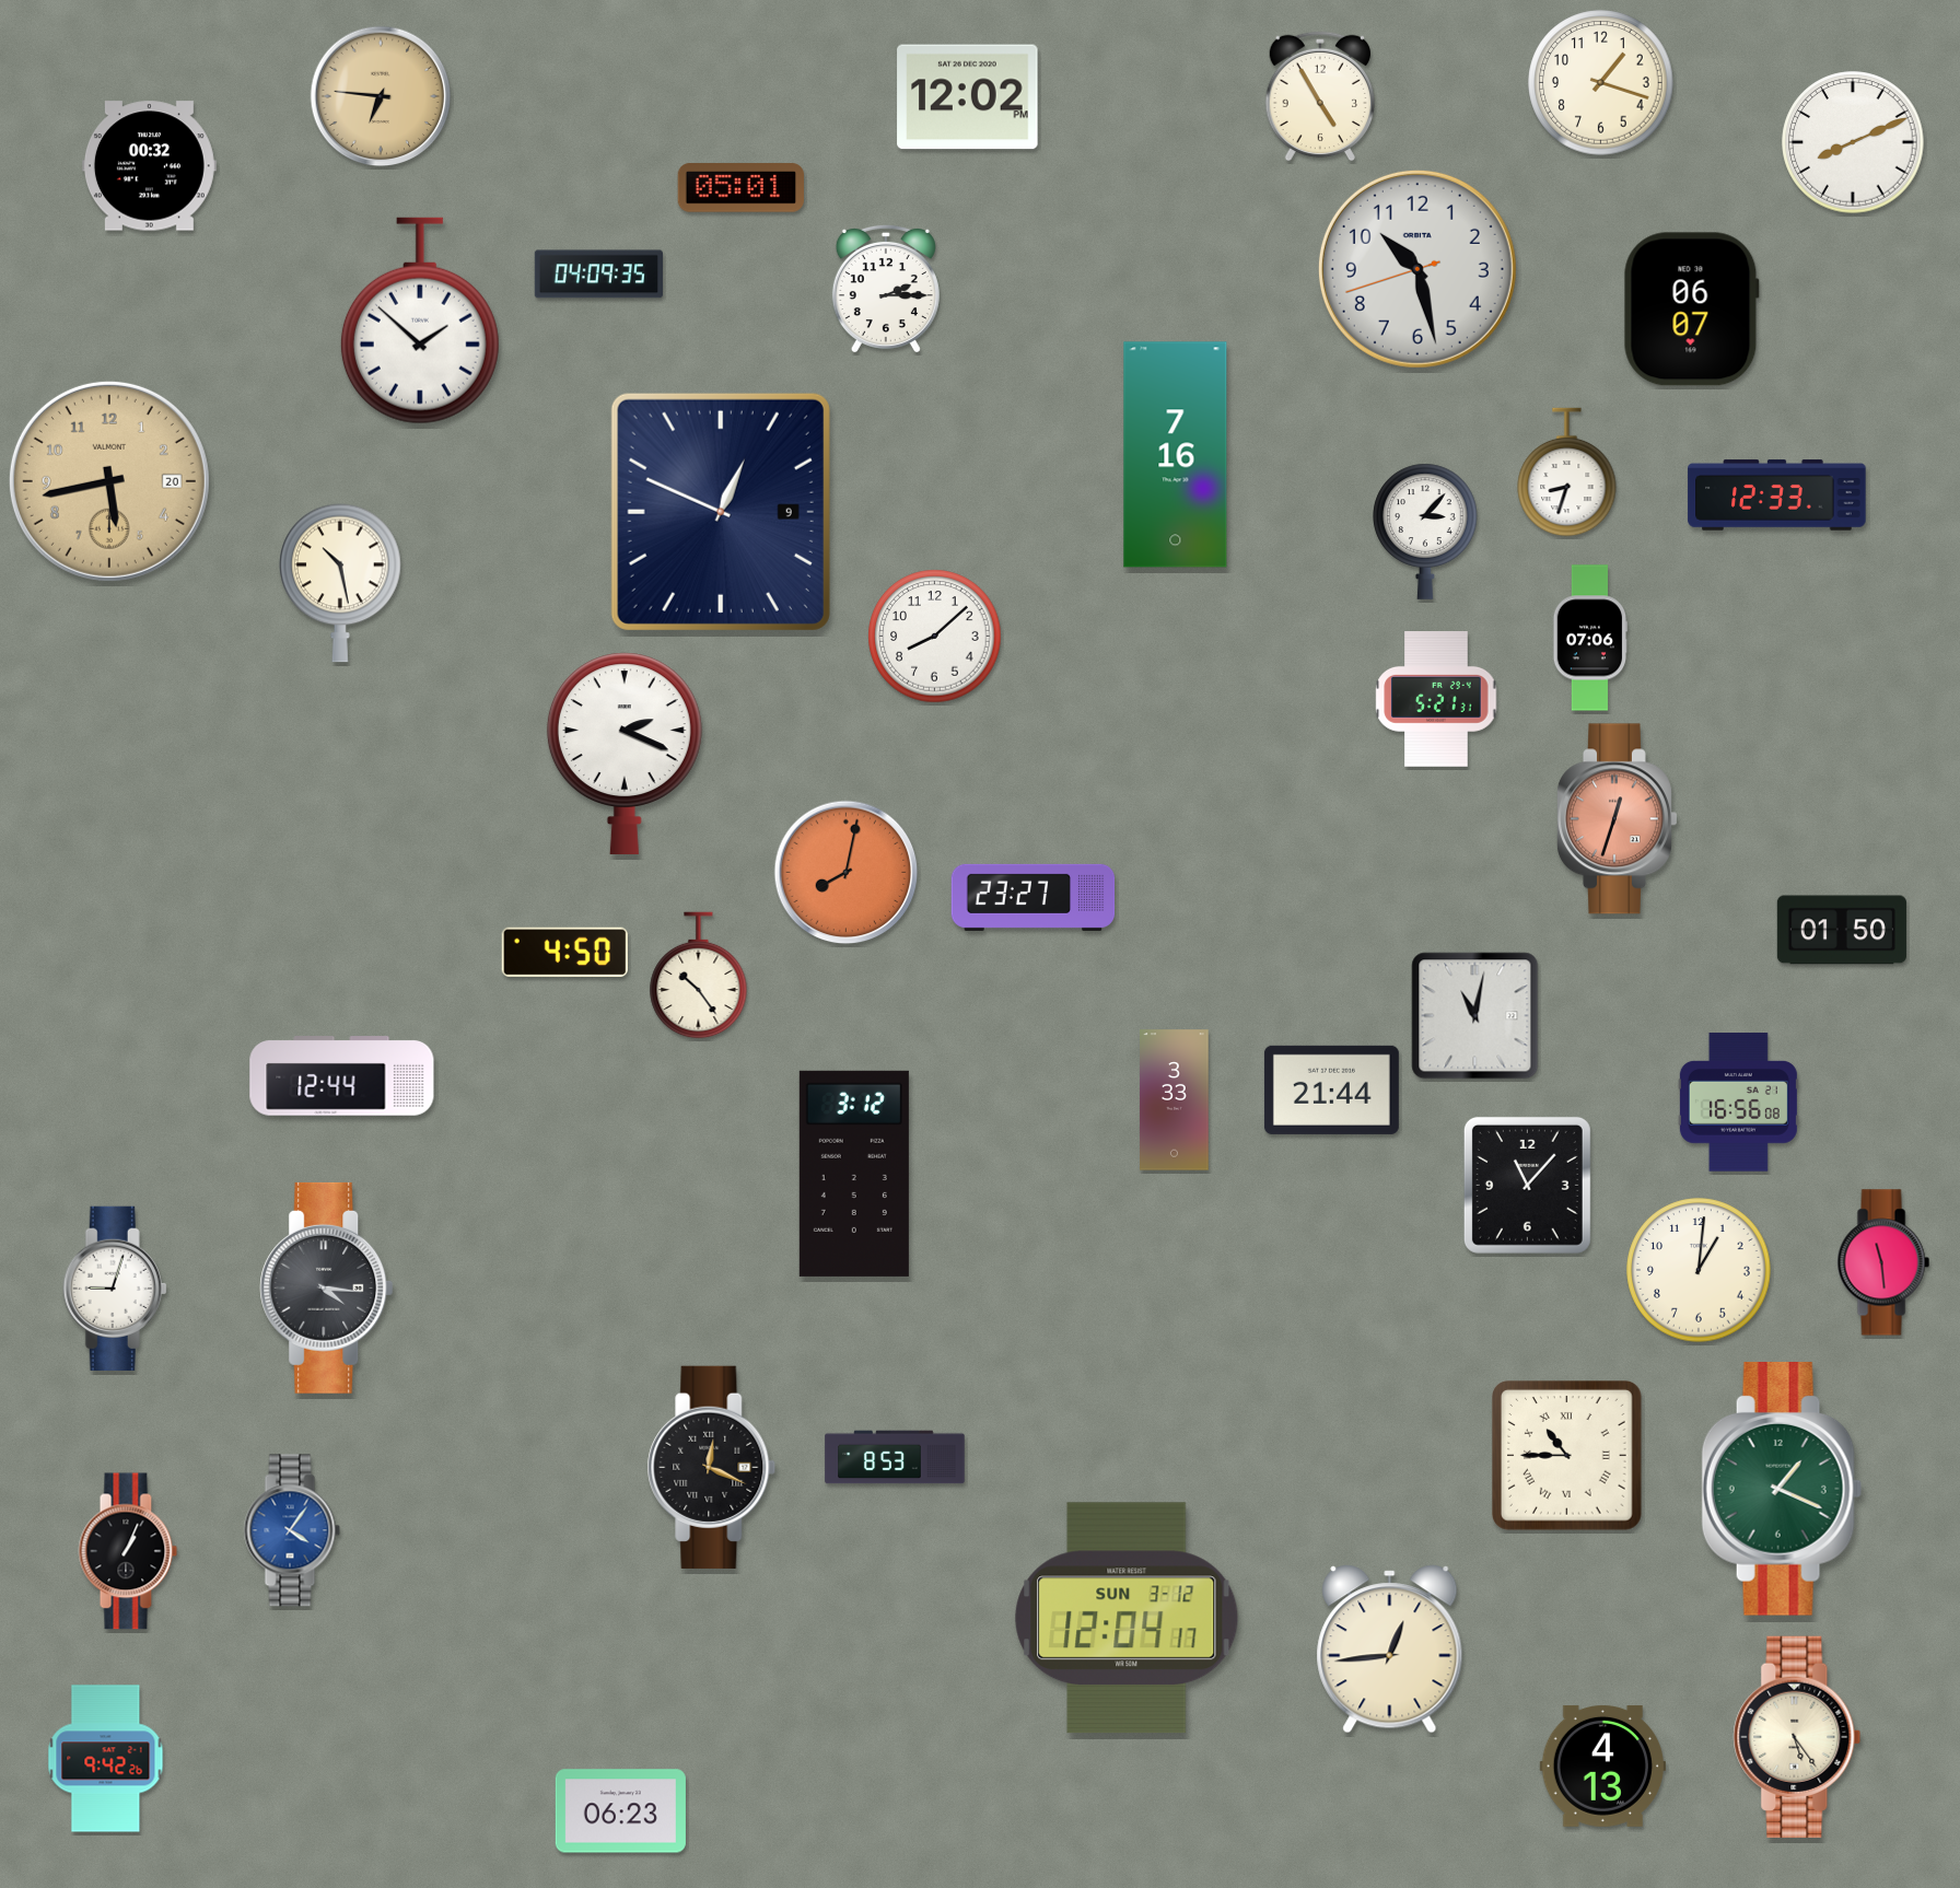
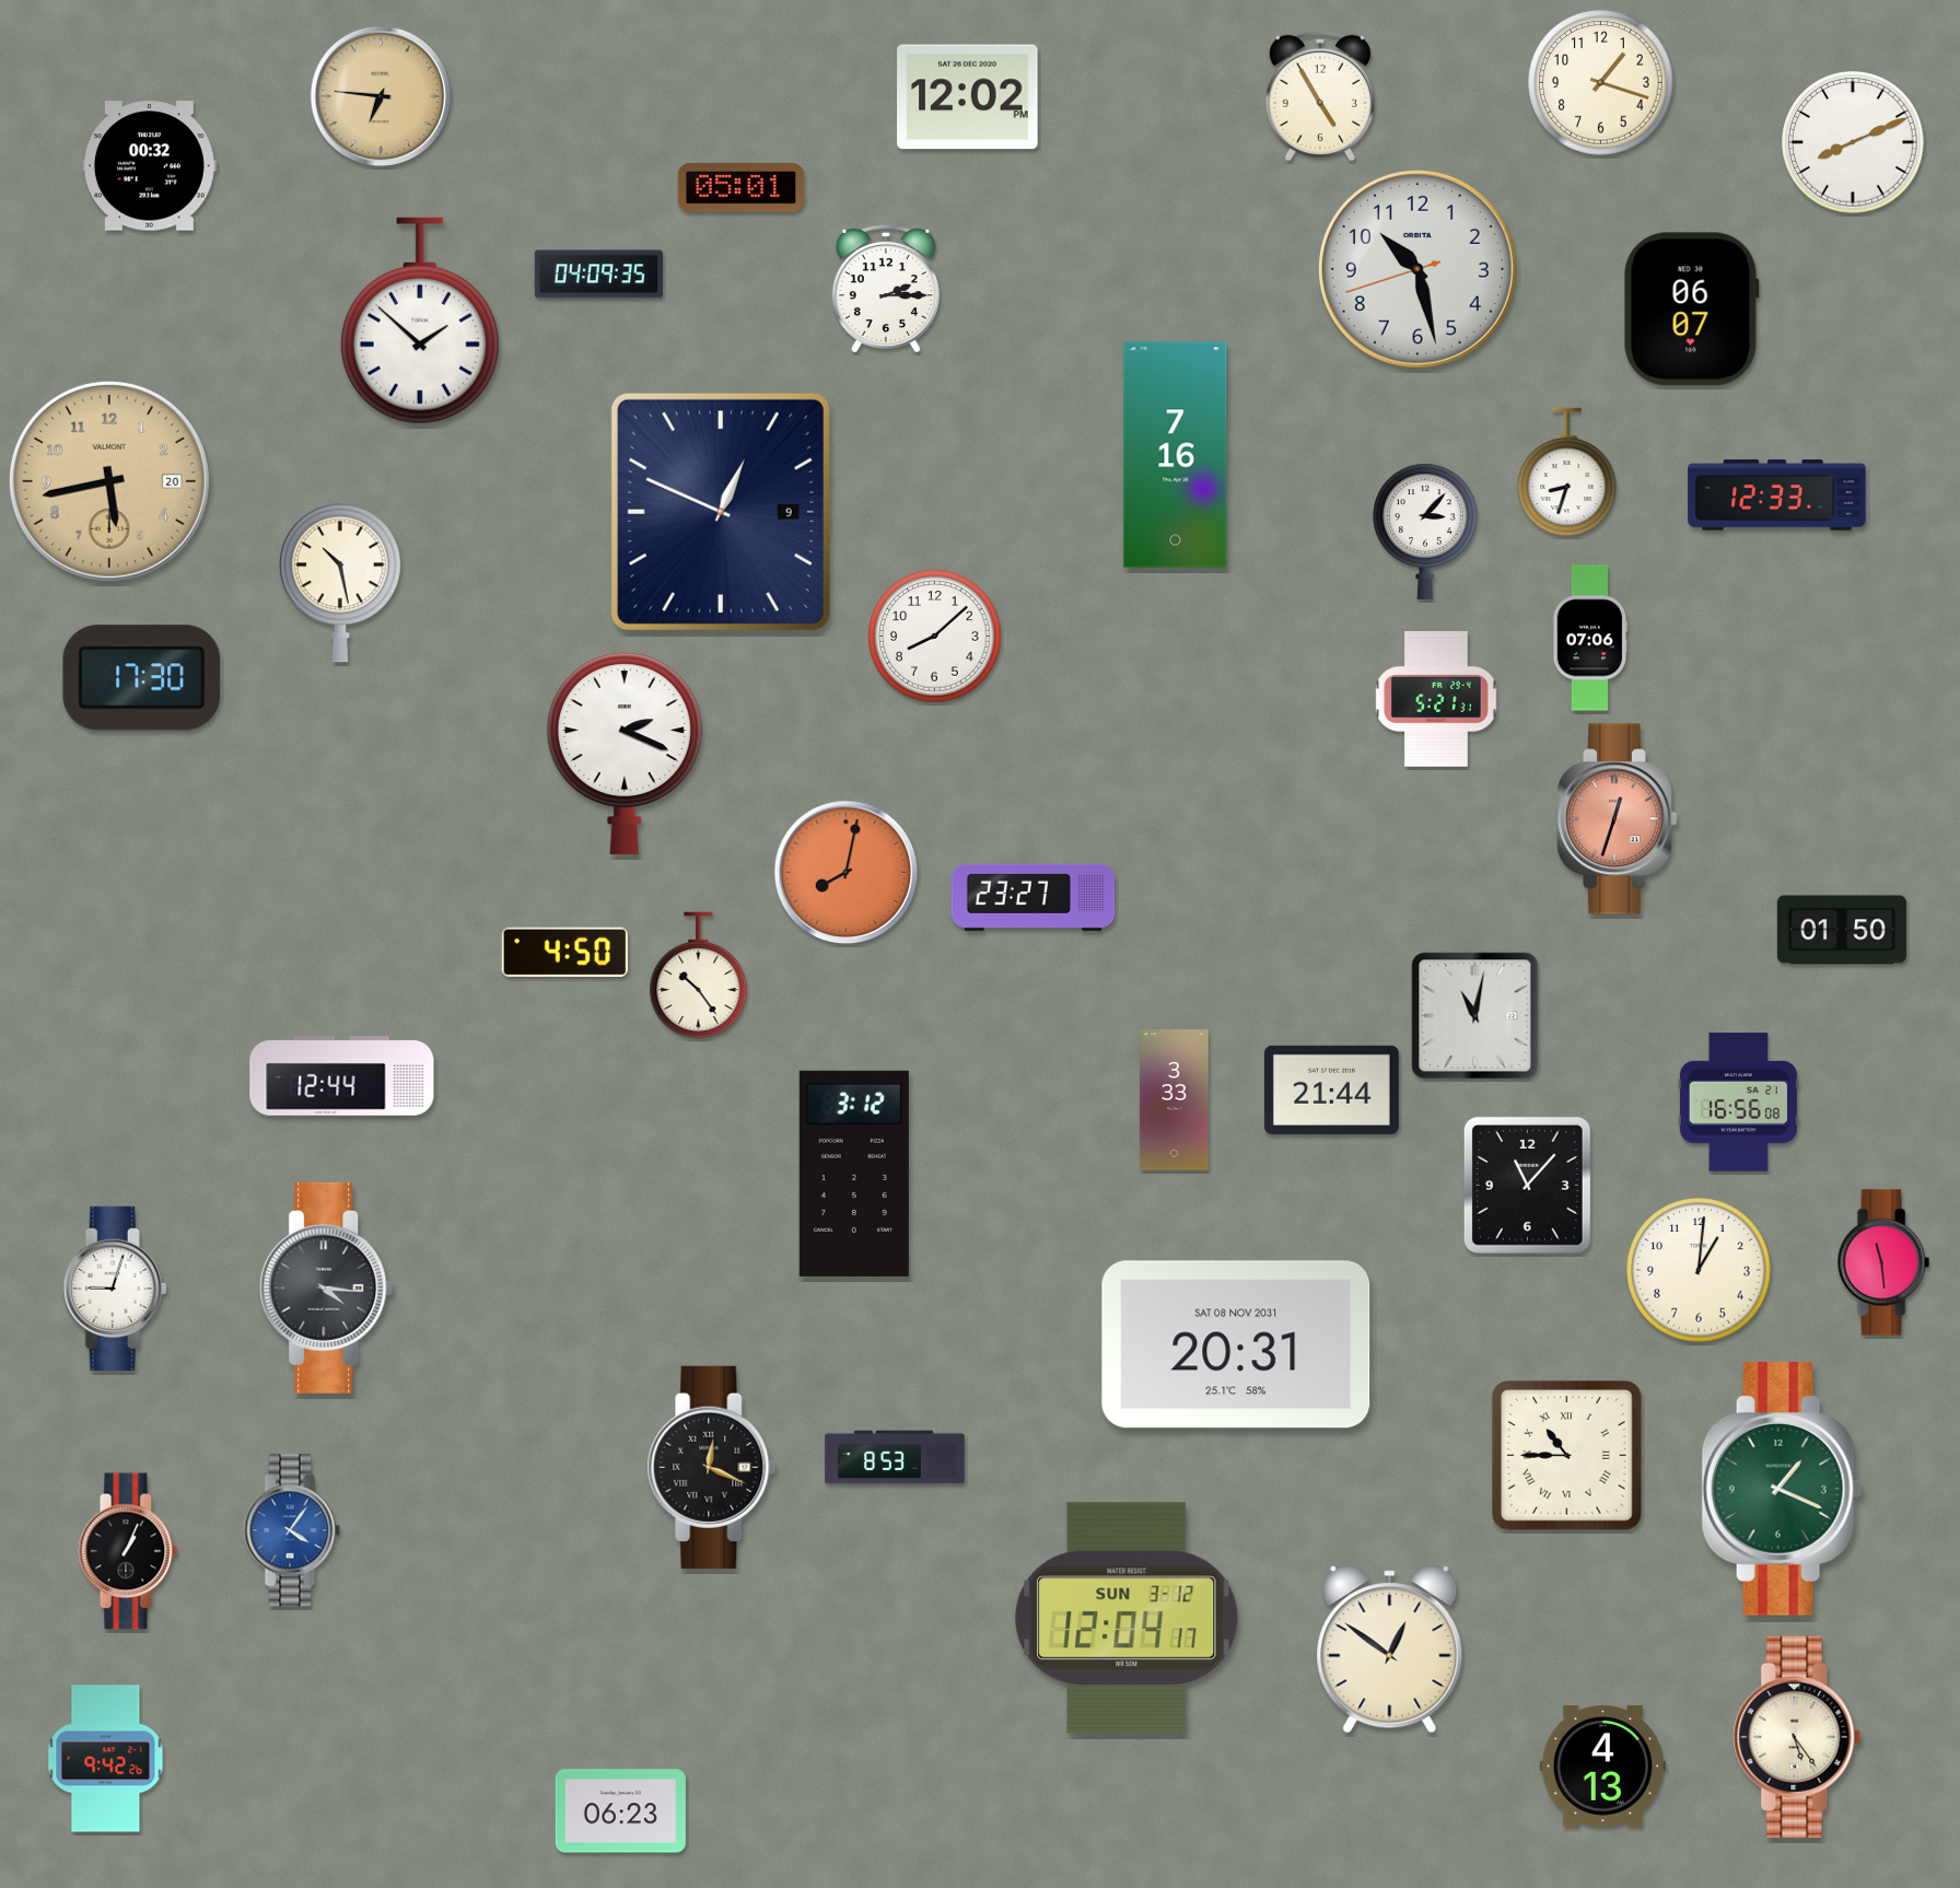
clock at (142, 678): none -> 17:30
clock at (1236, 1344): none -> 20:31
clock at (1390, 1650): 12:44 -> 12:51
